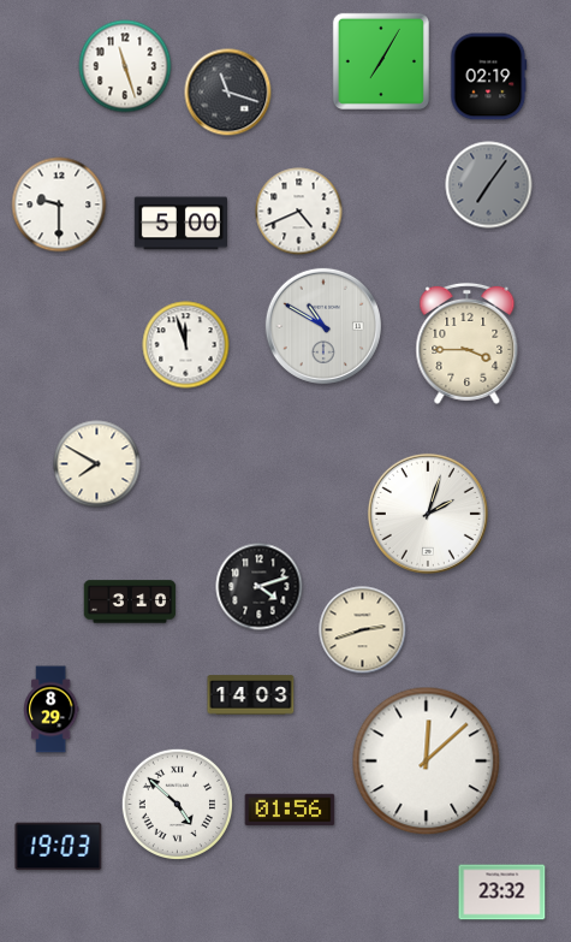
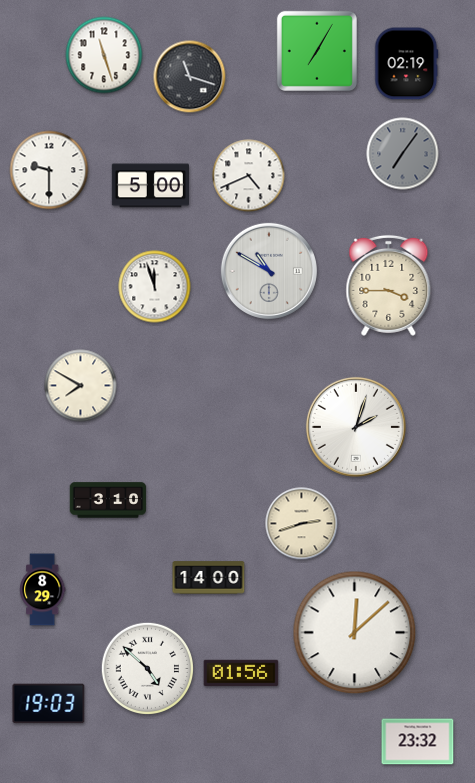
clock at (489, 185) position: (489, 185) -> (403, 154)
clock at (260, 587): 4:12 -> none
clock at (251, 695): 14:03 -> 14:00
